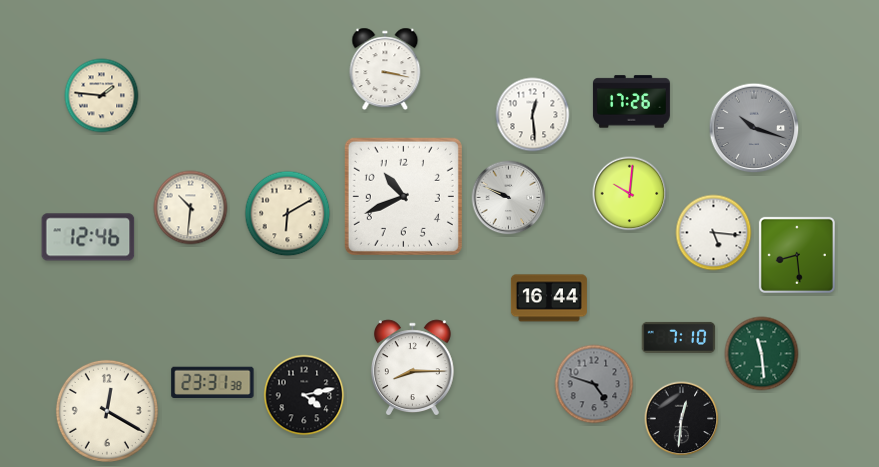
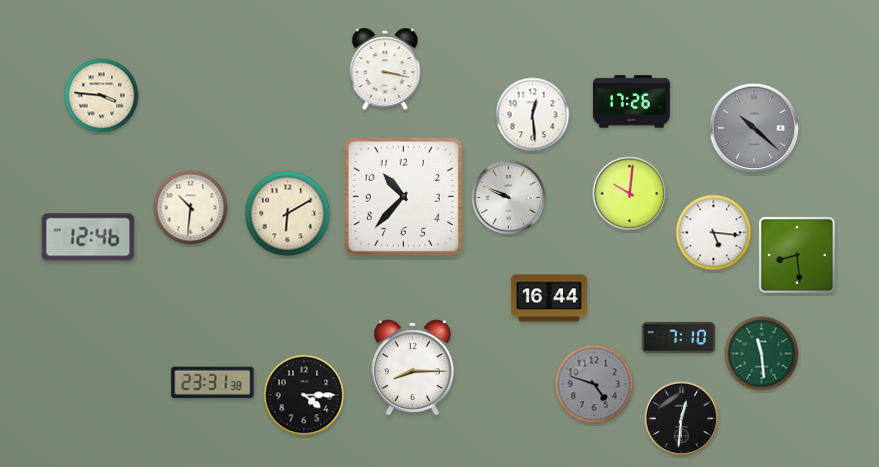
clock at (102, 96): 1:46 -> 3:46
clock at (754, 128): 10:18 -> 10:22
clock at (403, 196): 10:41 -> 10:37
clock at (304, 395): 4:13 -> 4:15
clock at (107, 411): 12:20 -> none
